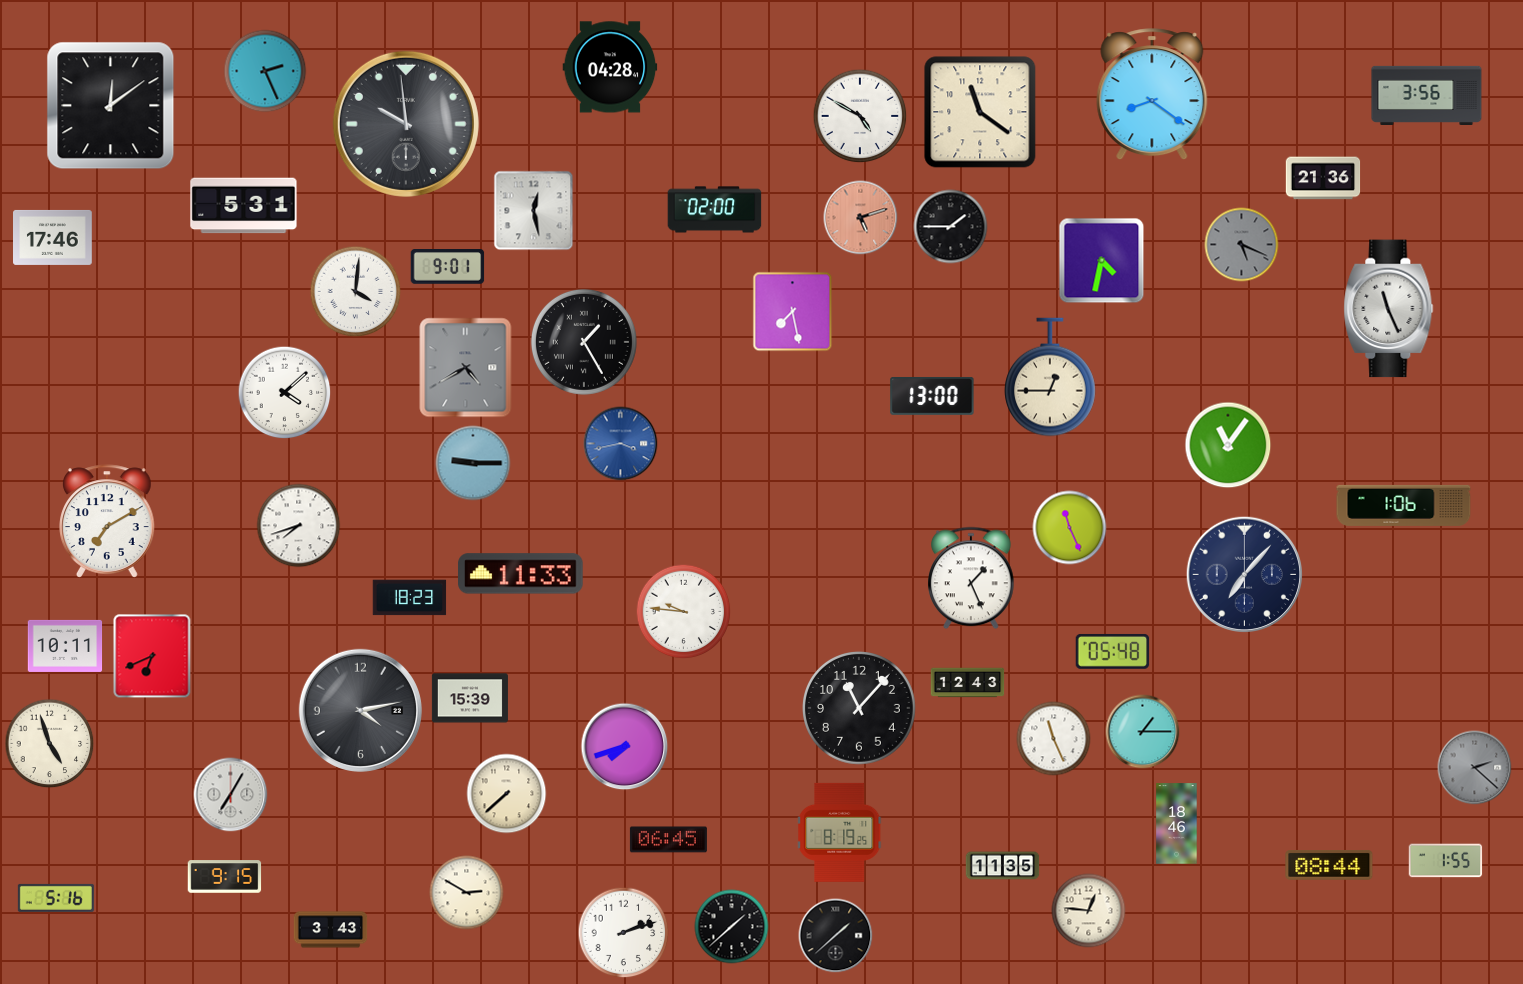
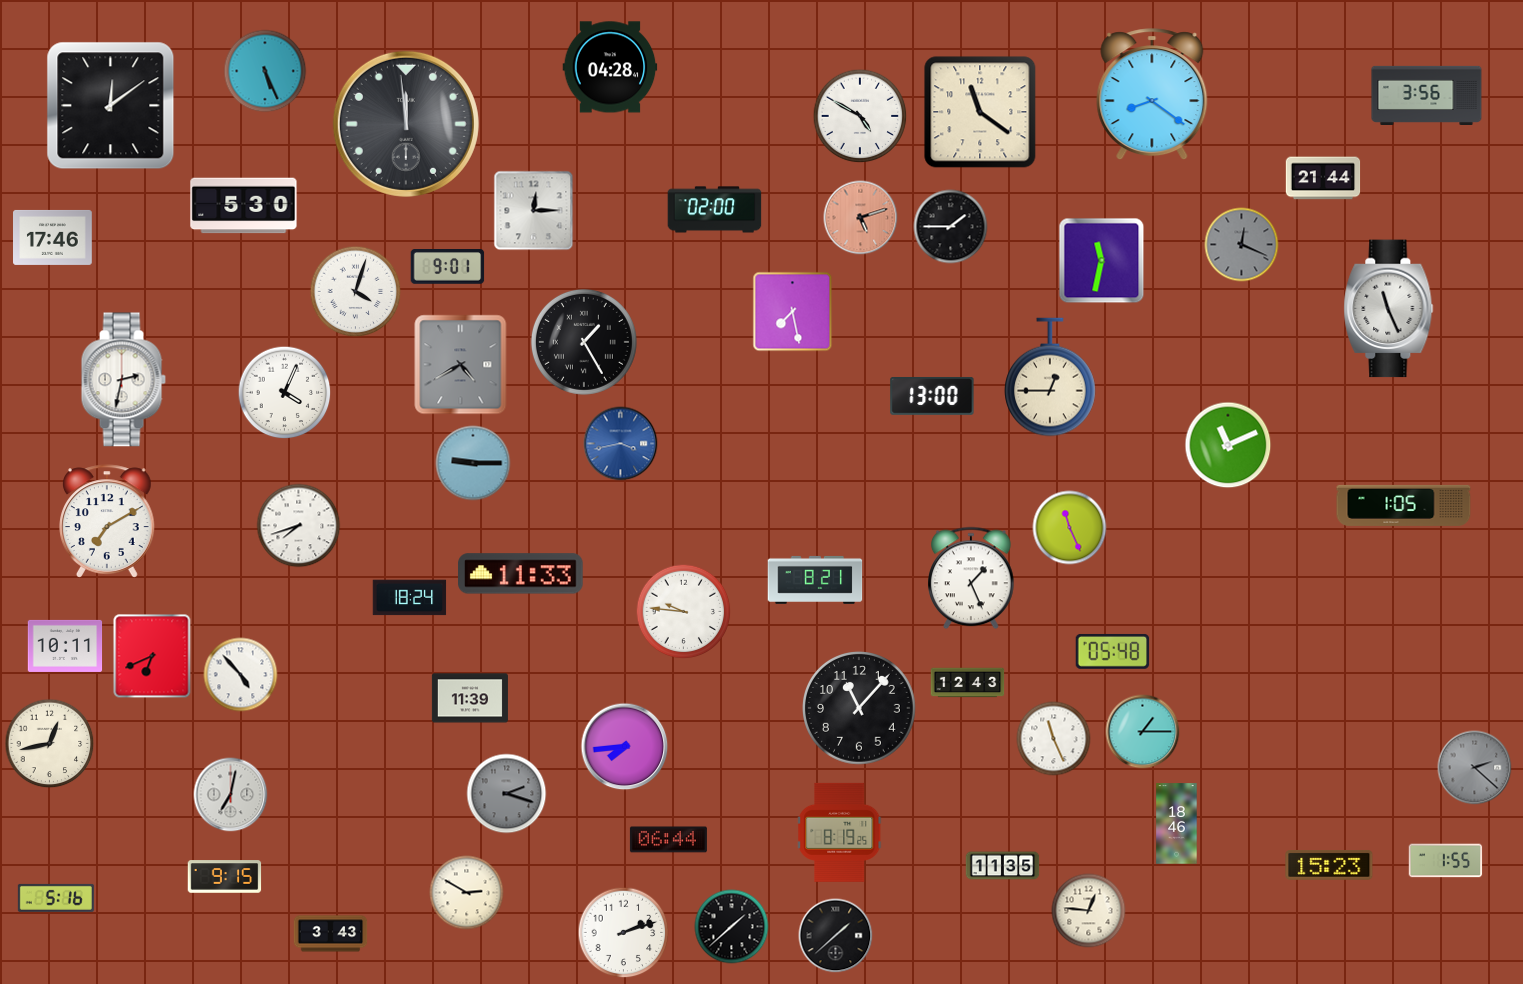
clock at (265, 71): 2:26 -> 5:26
clock at (406, 124): 9:59 -> 11:59
clock at (1323, 178): 21:36 -> 21:44
clock at (244, 206): 5:31 -> 5:30
clock at (534, 211): 12:28 -> 12:15
clock at (1242, 245): 5:19 -> 12:19
clock at (1102, 261): 4:32 -> 11:32
clock at (356, 292): 4:01 -> 4:03
clock at (466, 368) position: (466, 368) -> (461, 365)
clock at (123, 380): none -> 2:32
clock at (285, 393): 4:08 -> 4:04
clock at (1228, 445): 11:06 -> 11:11
clock at (1404, 505): 1:06 -> 1:05
clock at (1244, 574): 7:07 -> none
clock at (815, 580): none -> 8:21
clock at (410, 598): 18:23 -> 18:24
clock at (241, 675): none -> 4:53
clock at (470, 698): 15:39 -> 11:39
clock at (360, 710): 4:13 -> none
clock at (50, 744): 4:57 -> 12:43
clock at (625, 747): 7:42 -> 7:44
clock at (507, 794): 7:38 -> 2:18
clock at (507, 794) dial: cream -> grey
clock at (231, 795): 7:05 -> 7:02
clock at (668, 840): 06:45 -> 06:44
clock at (1329, 865): 08:44 -> 15:23
clock at (331, 930) position: (331, 930) -> (331, 934)
